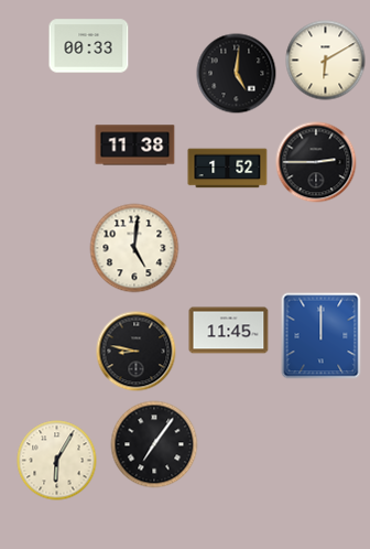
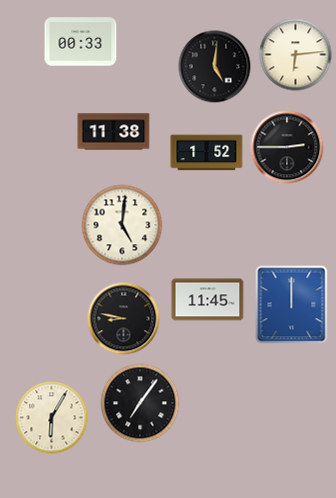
clock at (326, 61): 6:10 -> 6:14
clock at (135, 146) position: (135, 146) -> (114, 132)
